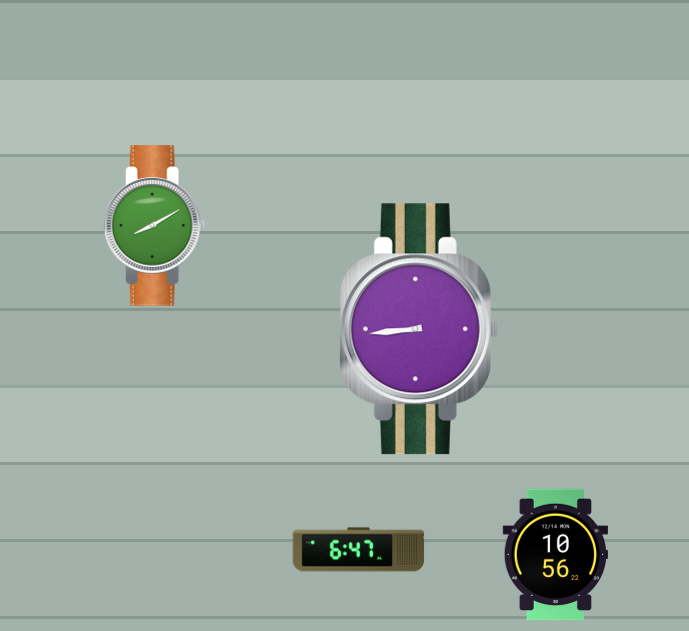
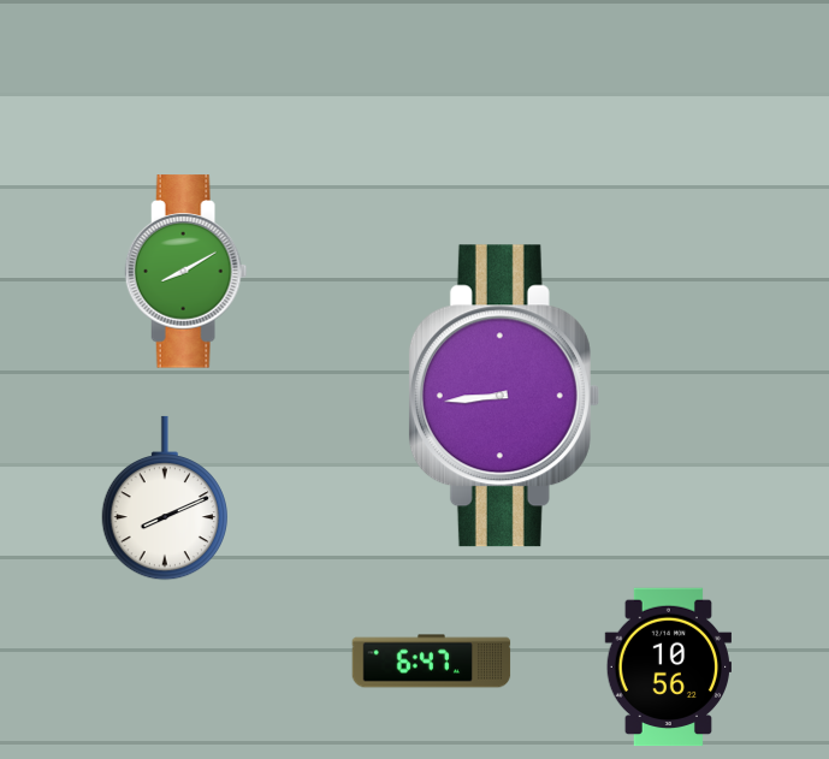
clock at (164, 498): none -> 8:11
